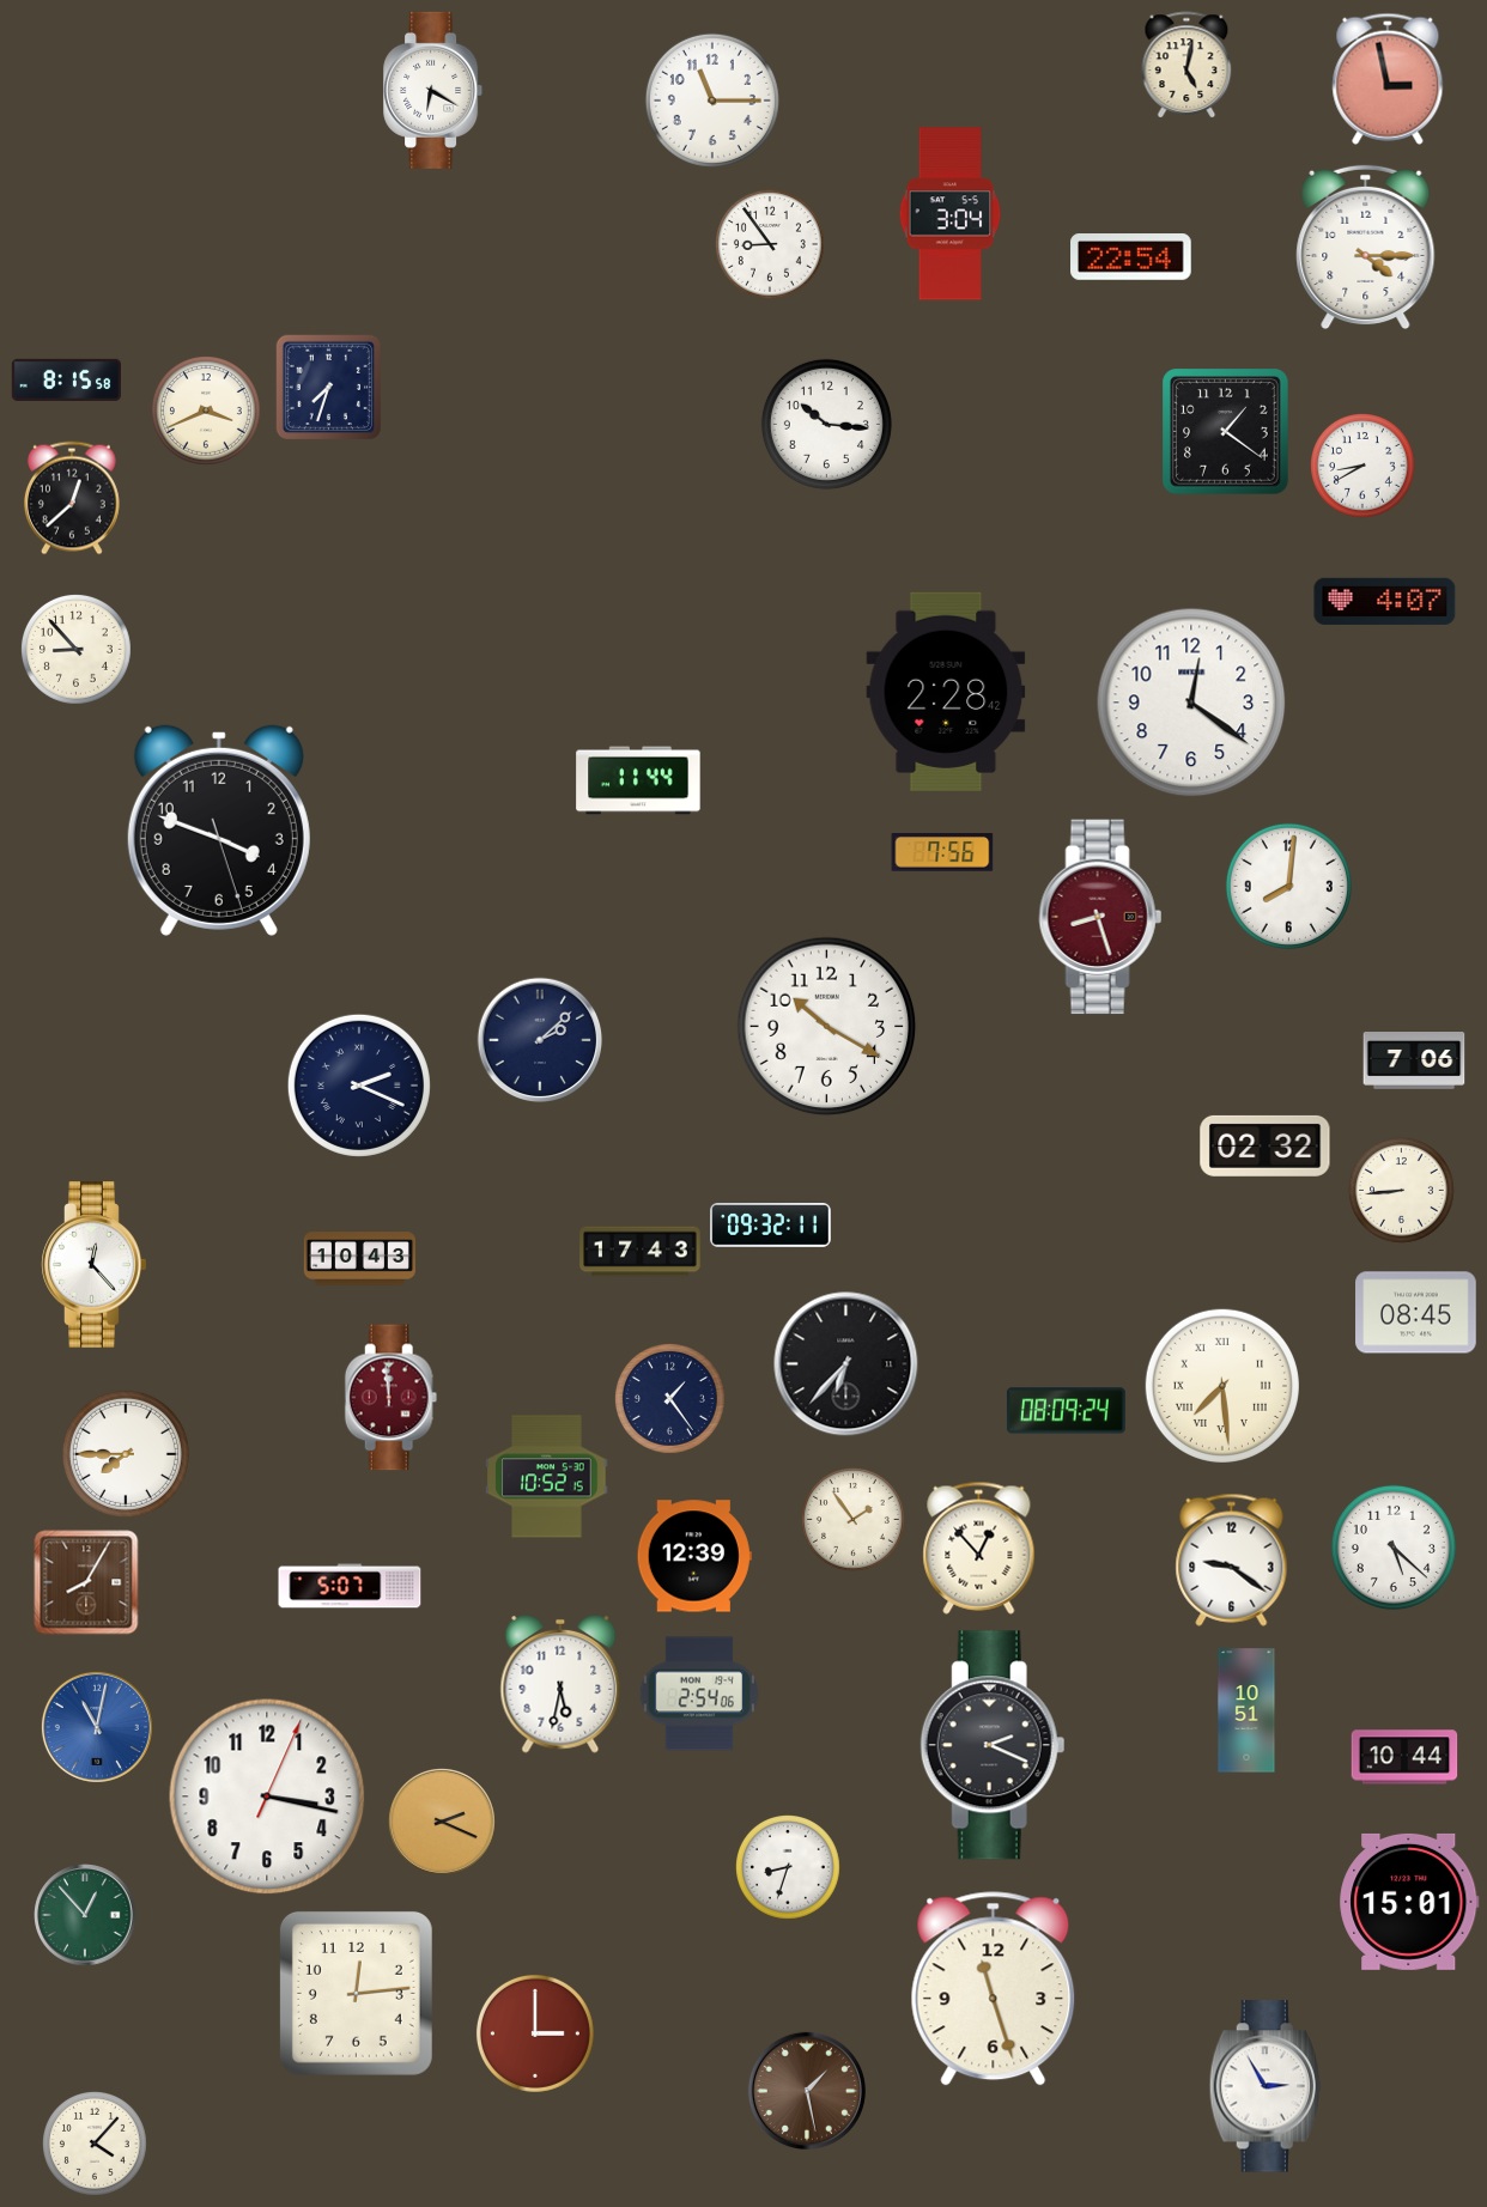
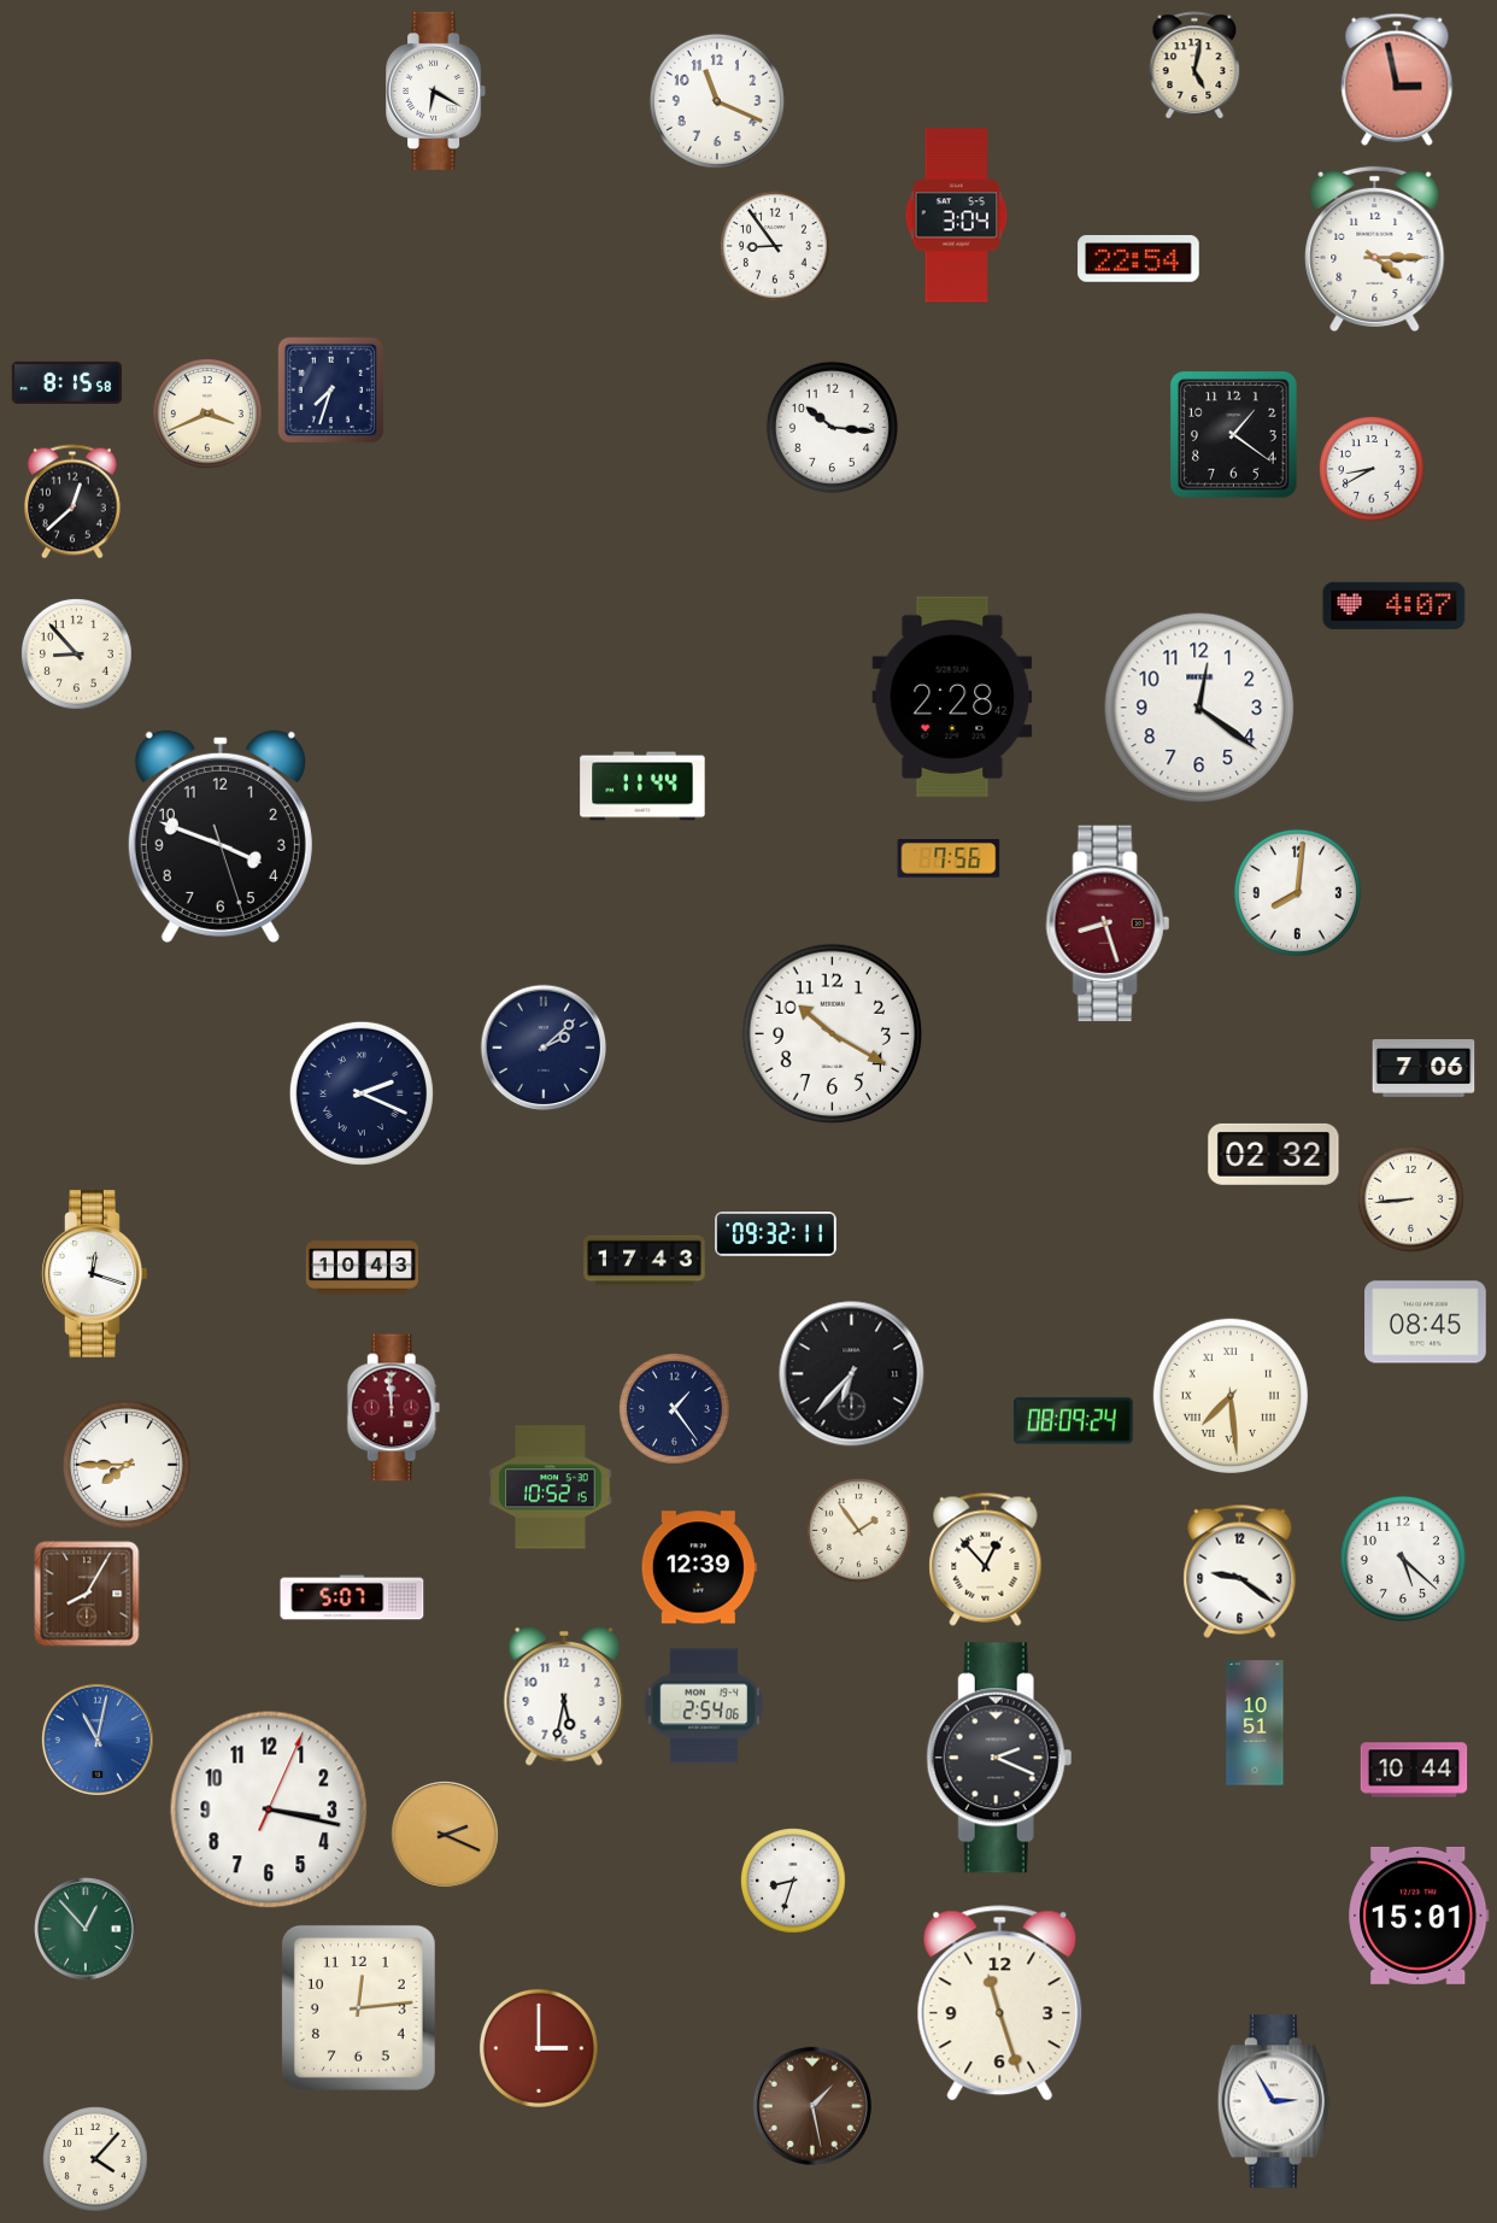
clock at (712, 101): 11:15 -> 11:19
clock at (95, 1265): 12:23 -> 12:18
